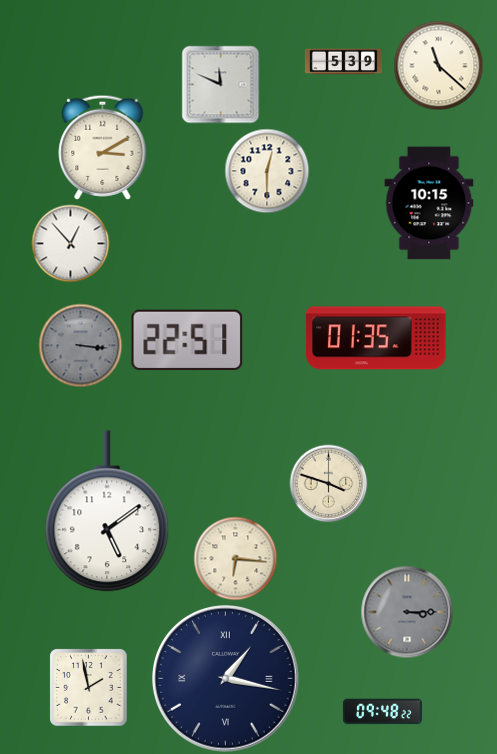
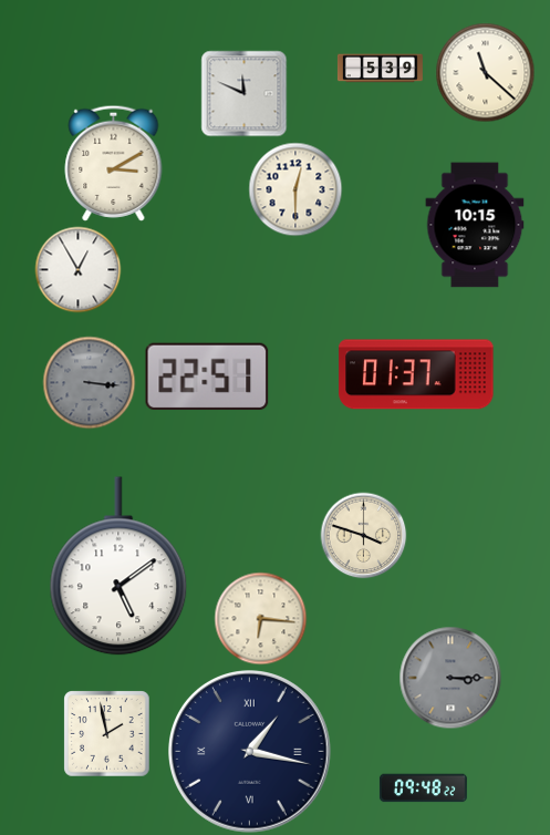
clock at (70, 243): 12:53 -> 12:55
clock at (376, 338): 01:35 -> 01:37
clock at (88, 687) position: (88, 687) -> (106, 733)
